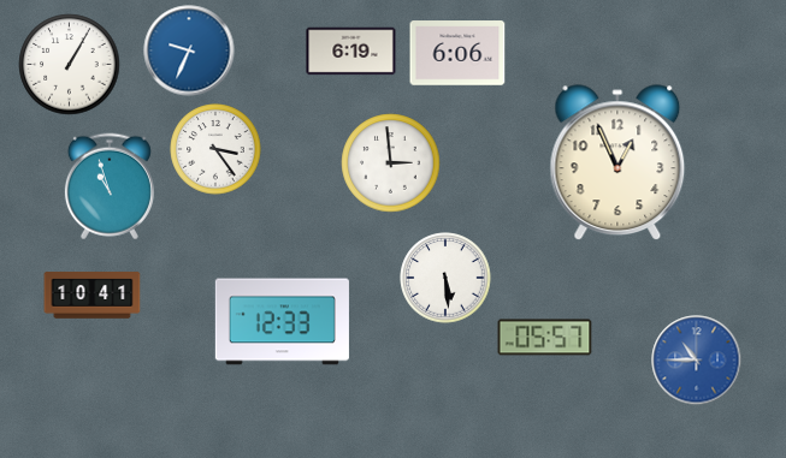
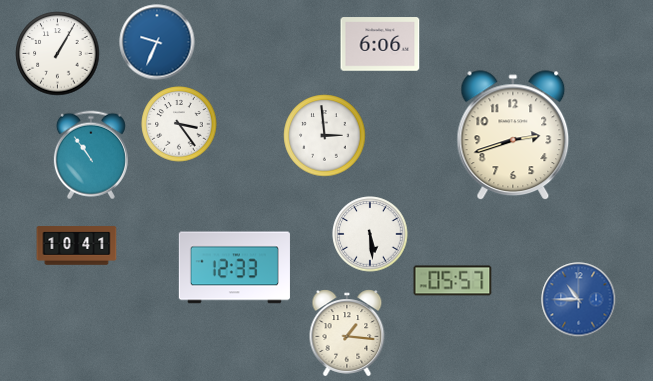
clock at (351, 52): 6:19 -> none
clock at (617, 163): 12:56 -> 2:42
clock at (110, 186): 10:57 -> 10:54
clock at (445, 278) position: (445, 278) -> (370, 234)
clock at (347, 333): none -> 1:16
